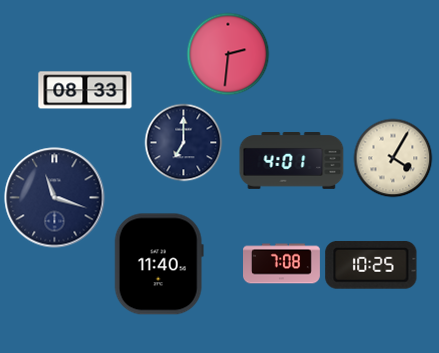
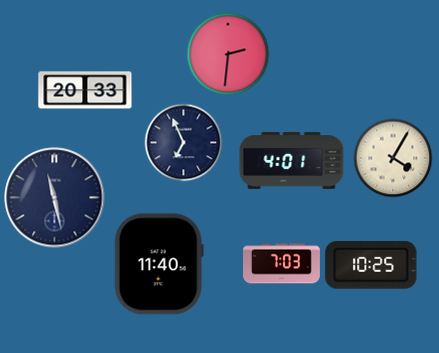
clock at (85, 90): 08:33 -> 20:33
clock at (183, 142): 7:00 -> 6:56
clock at (55, 198): 11:18 -> 11:28
clock at (282, 264): 7:08 -> 7:03
